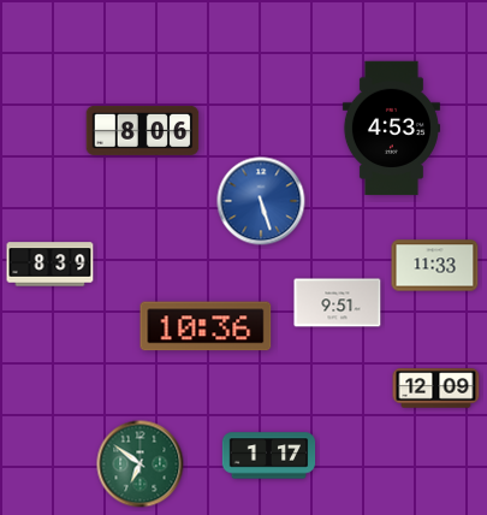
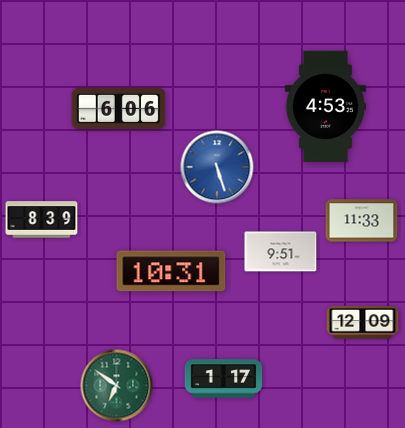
clock at (143, 130): 8:06 -> 6:06
clock at (206, 326): 10:36 -> 10:31
